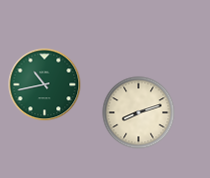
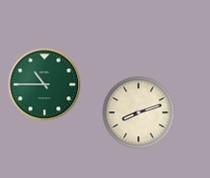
clock at (45, 85): 10:43 -> 10:45
